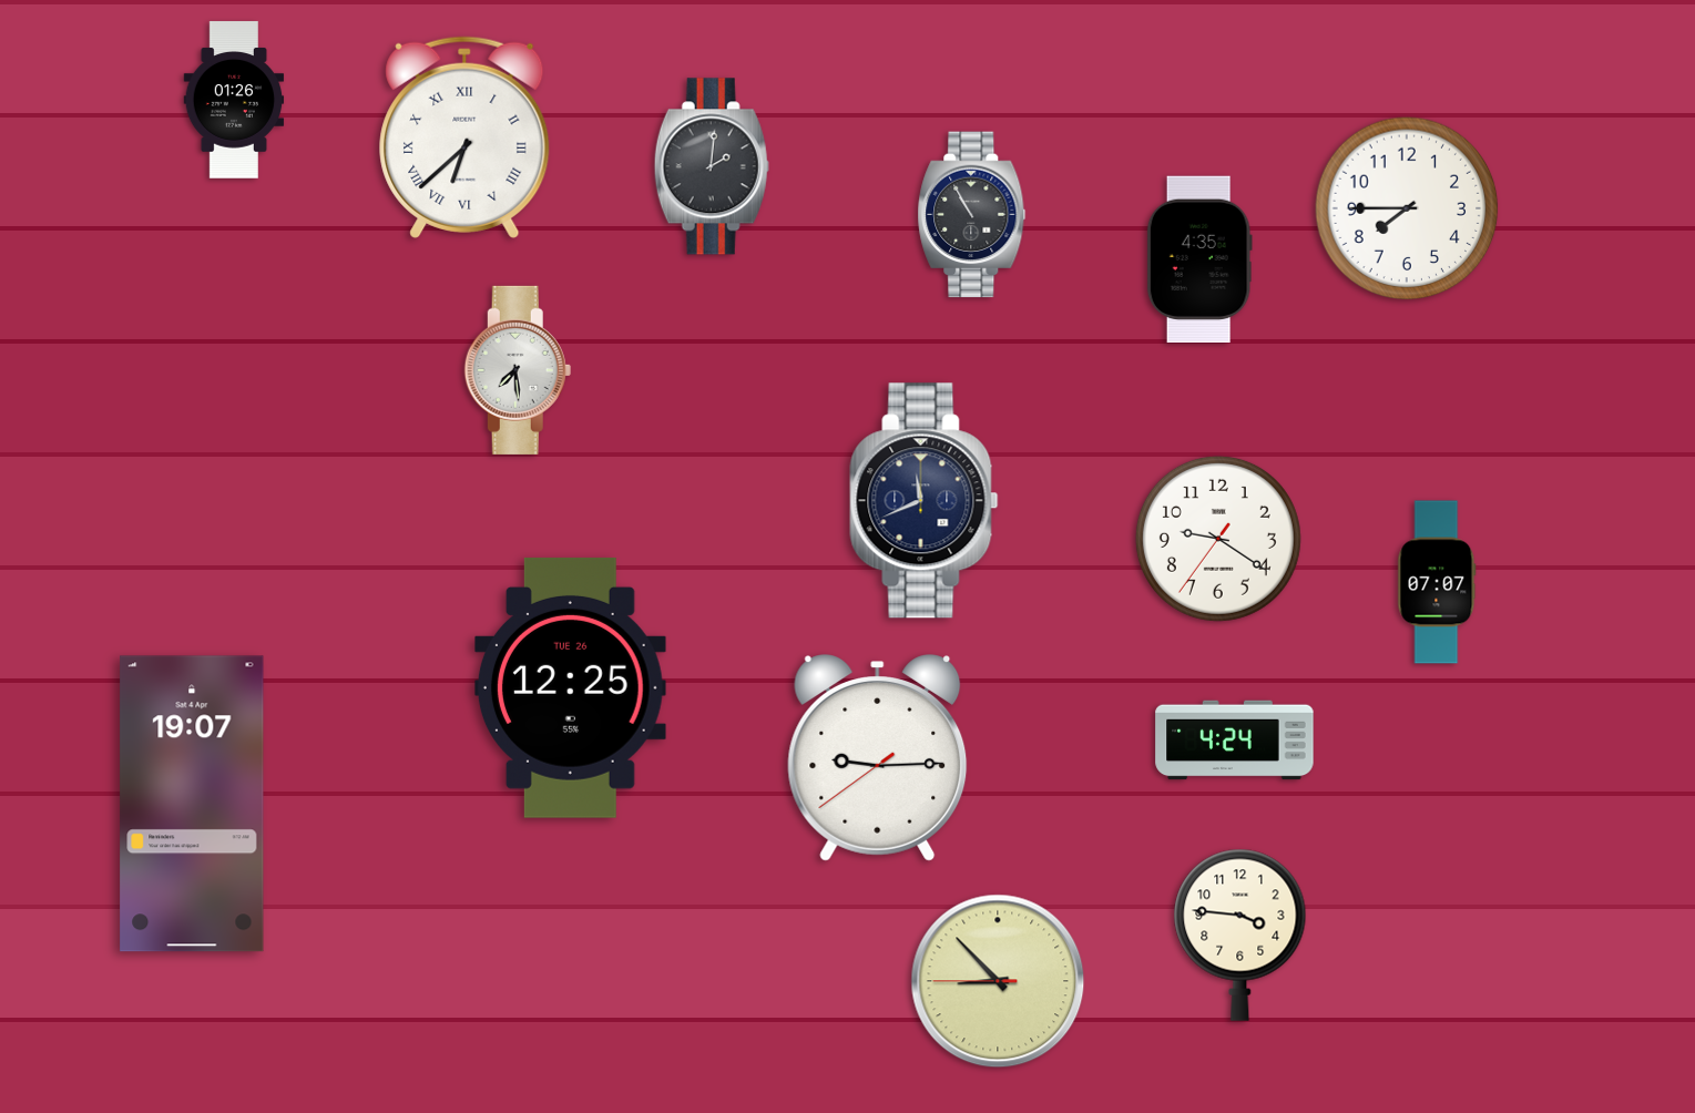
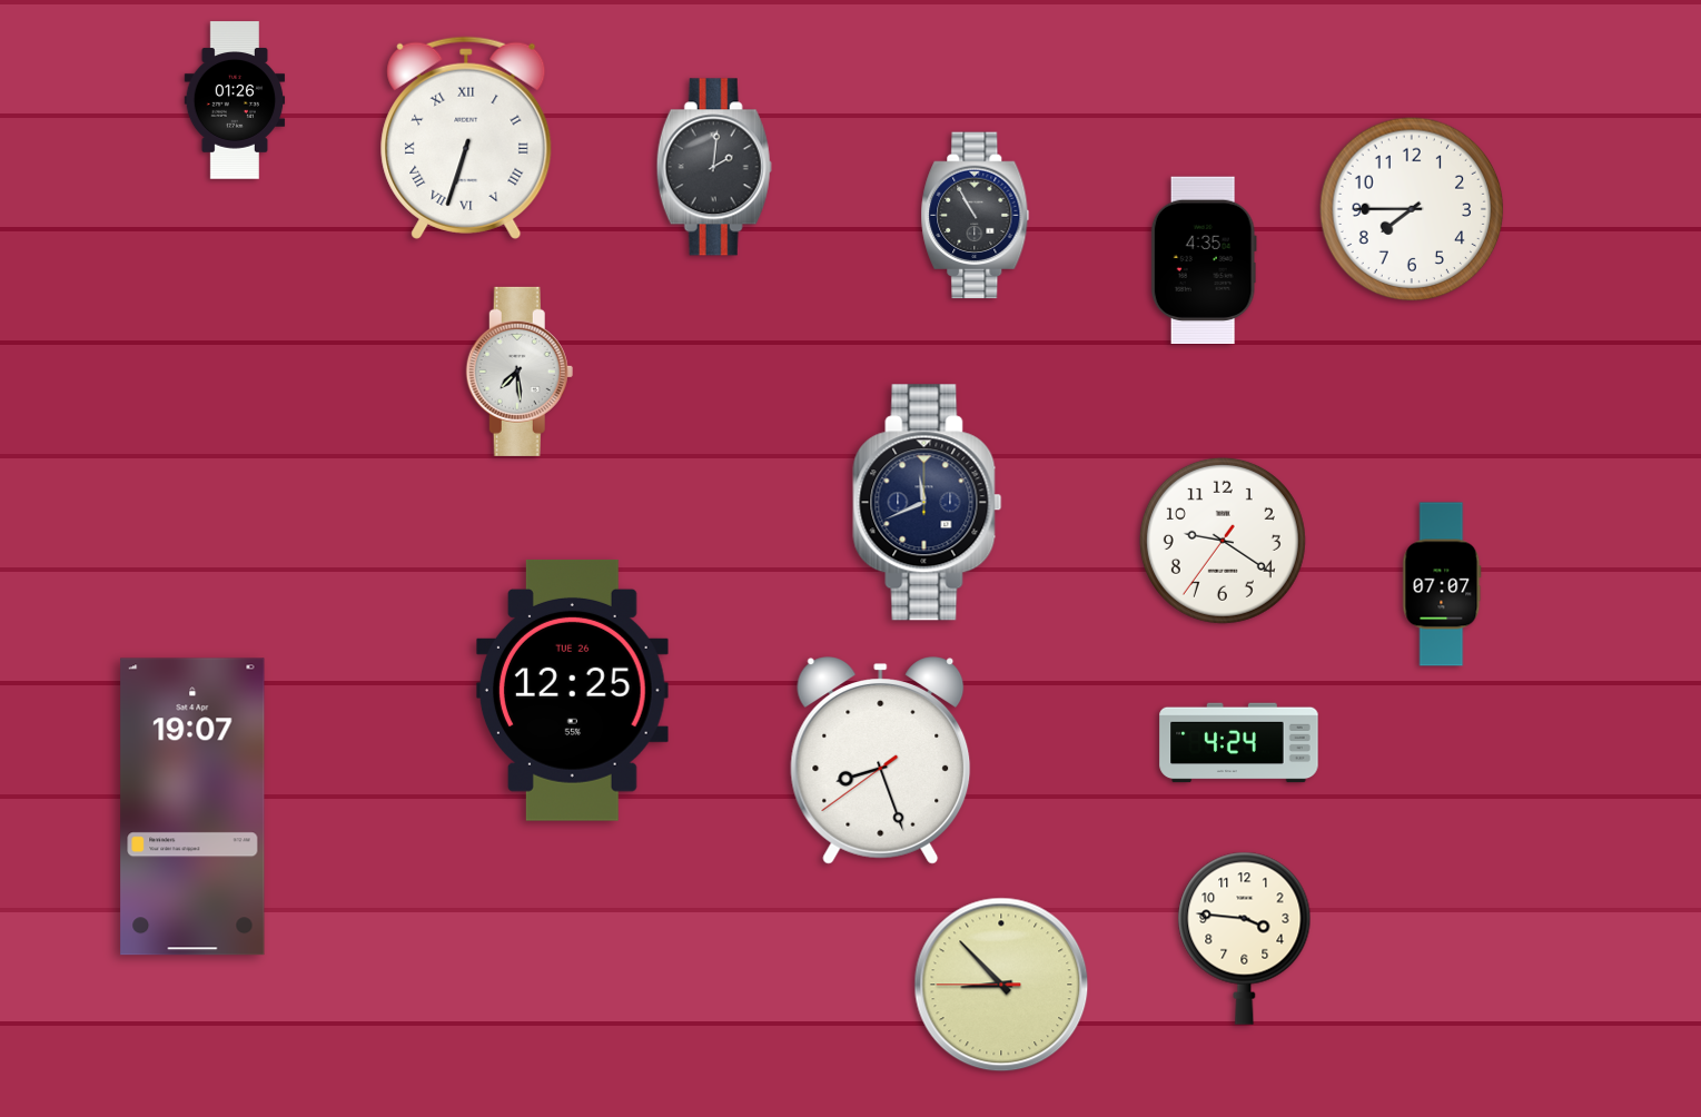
clock at (464, 137): 6:38 -> 6:33
clock at (878, 758): 9:14 -> 8:26
